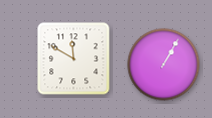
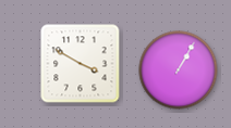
clock at (74, 59): 11:50 -> 3:50
